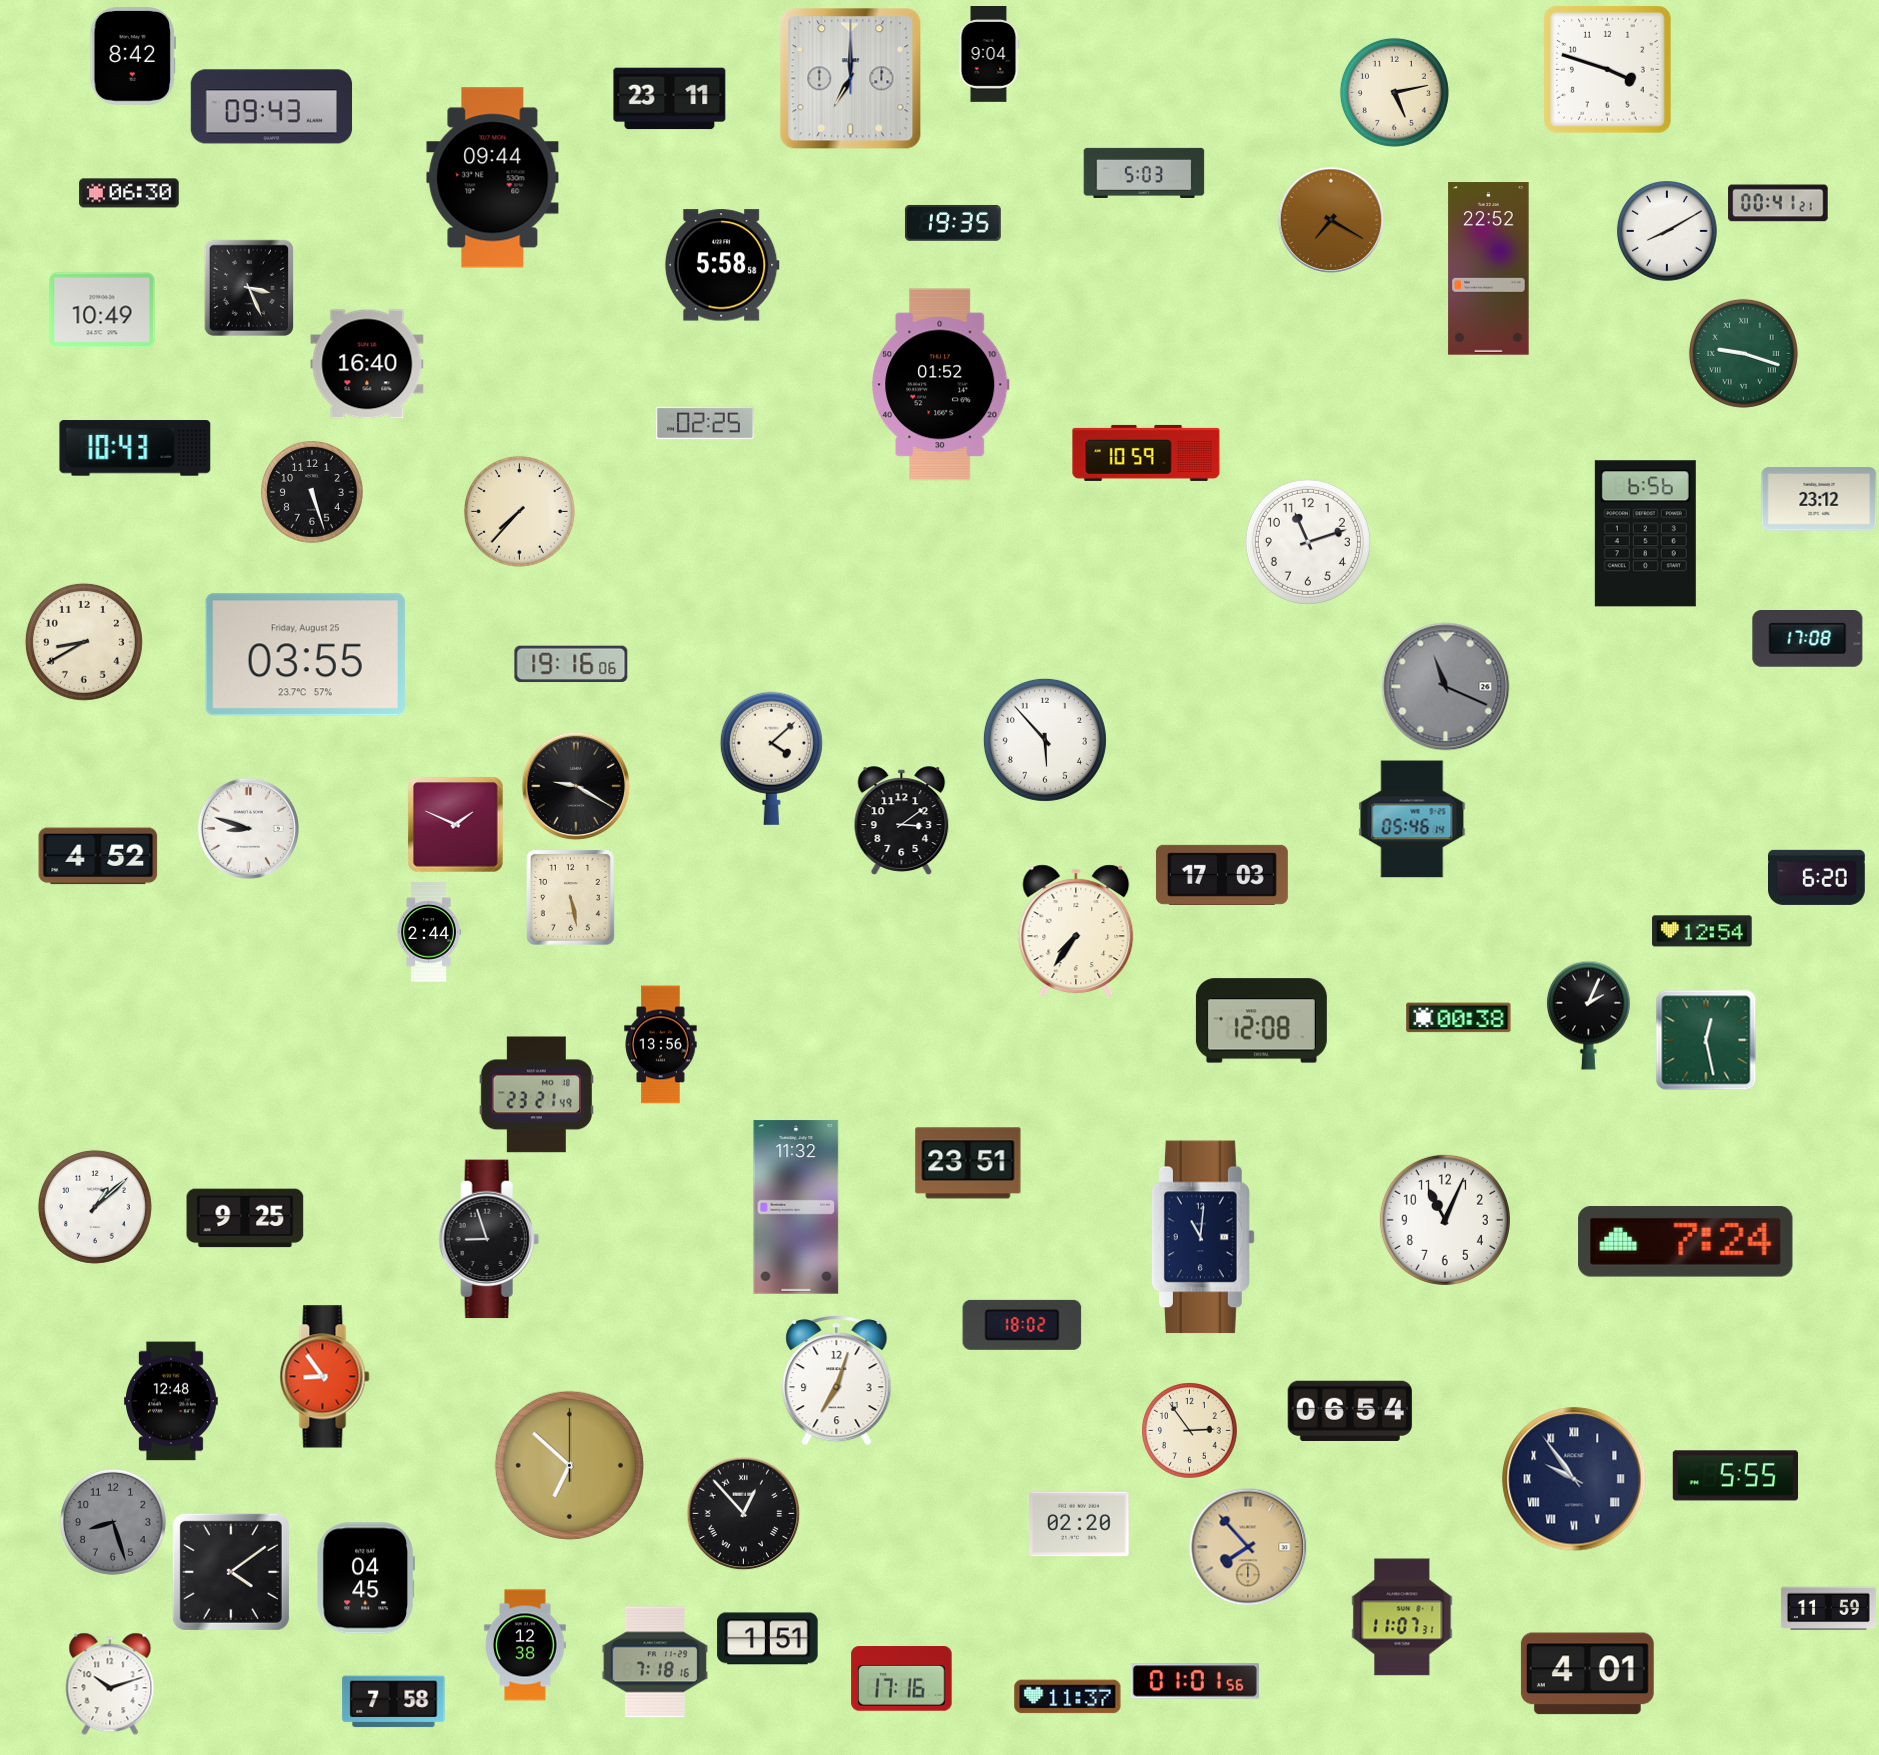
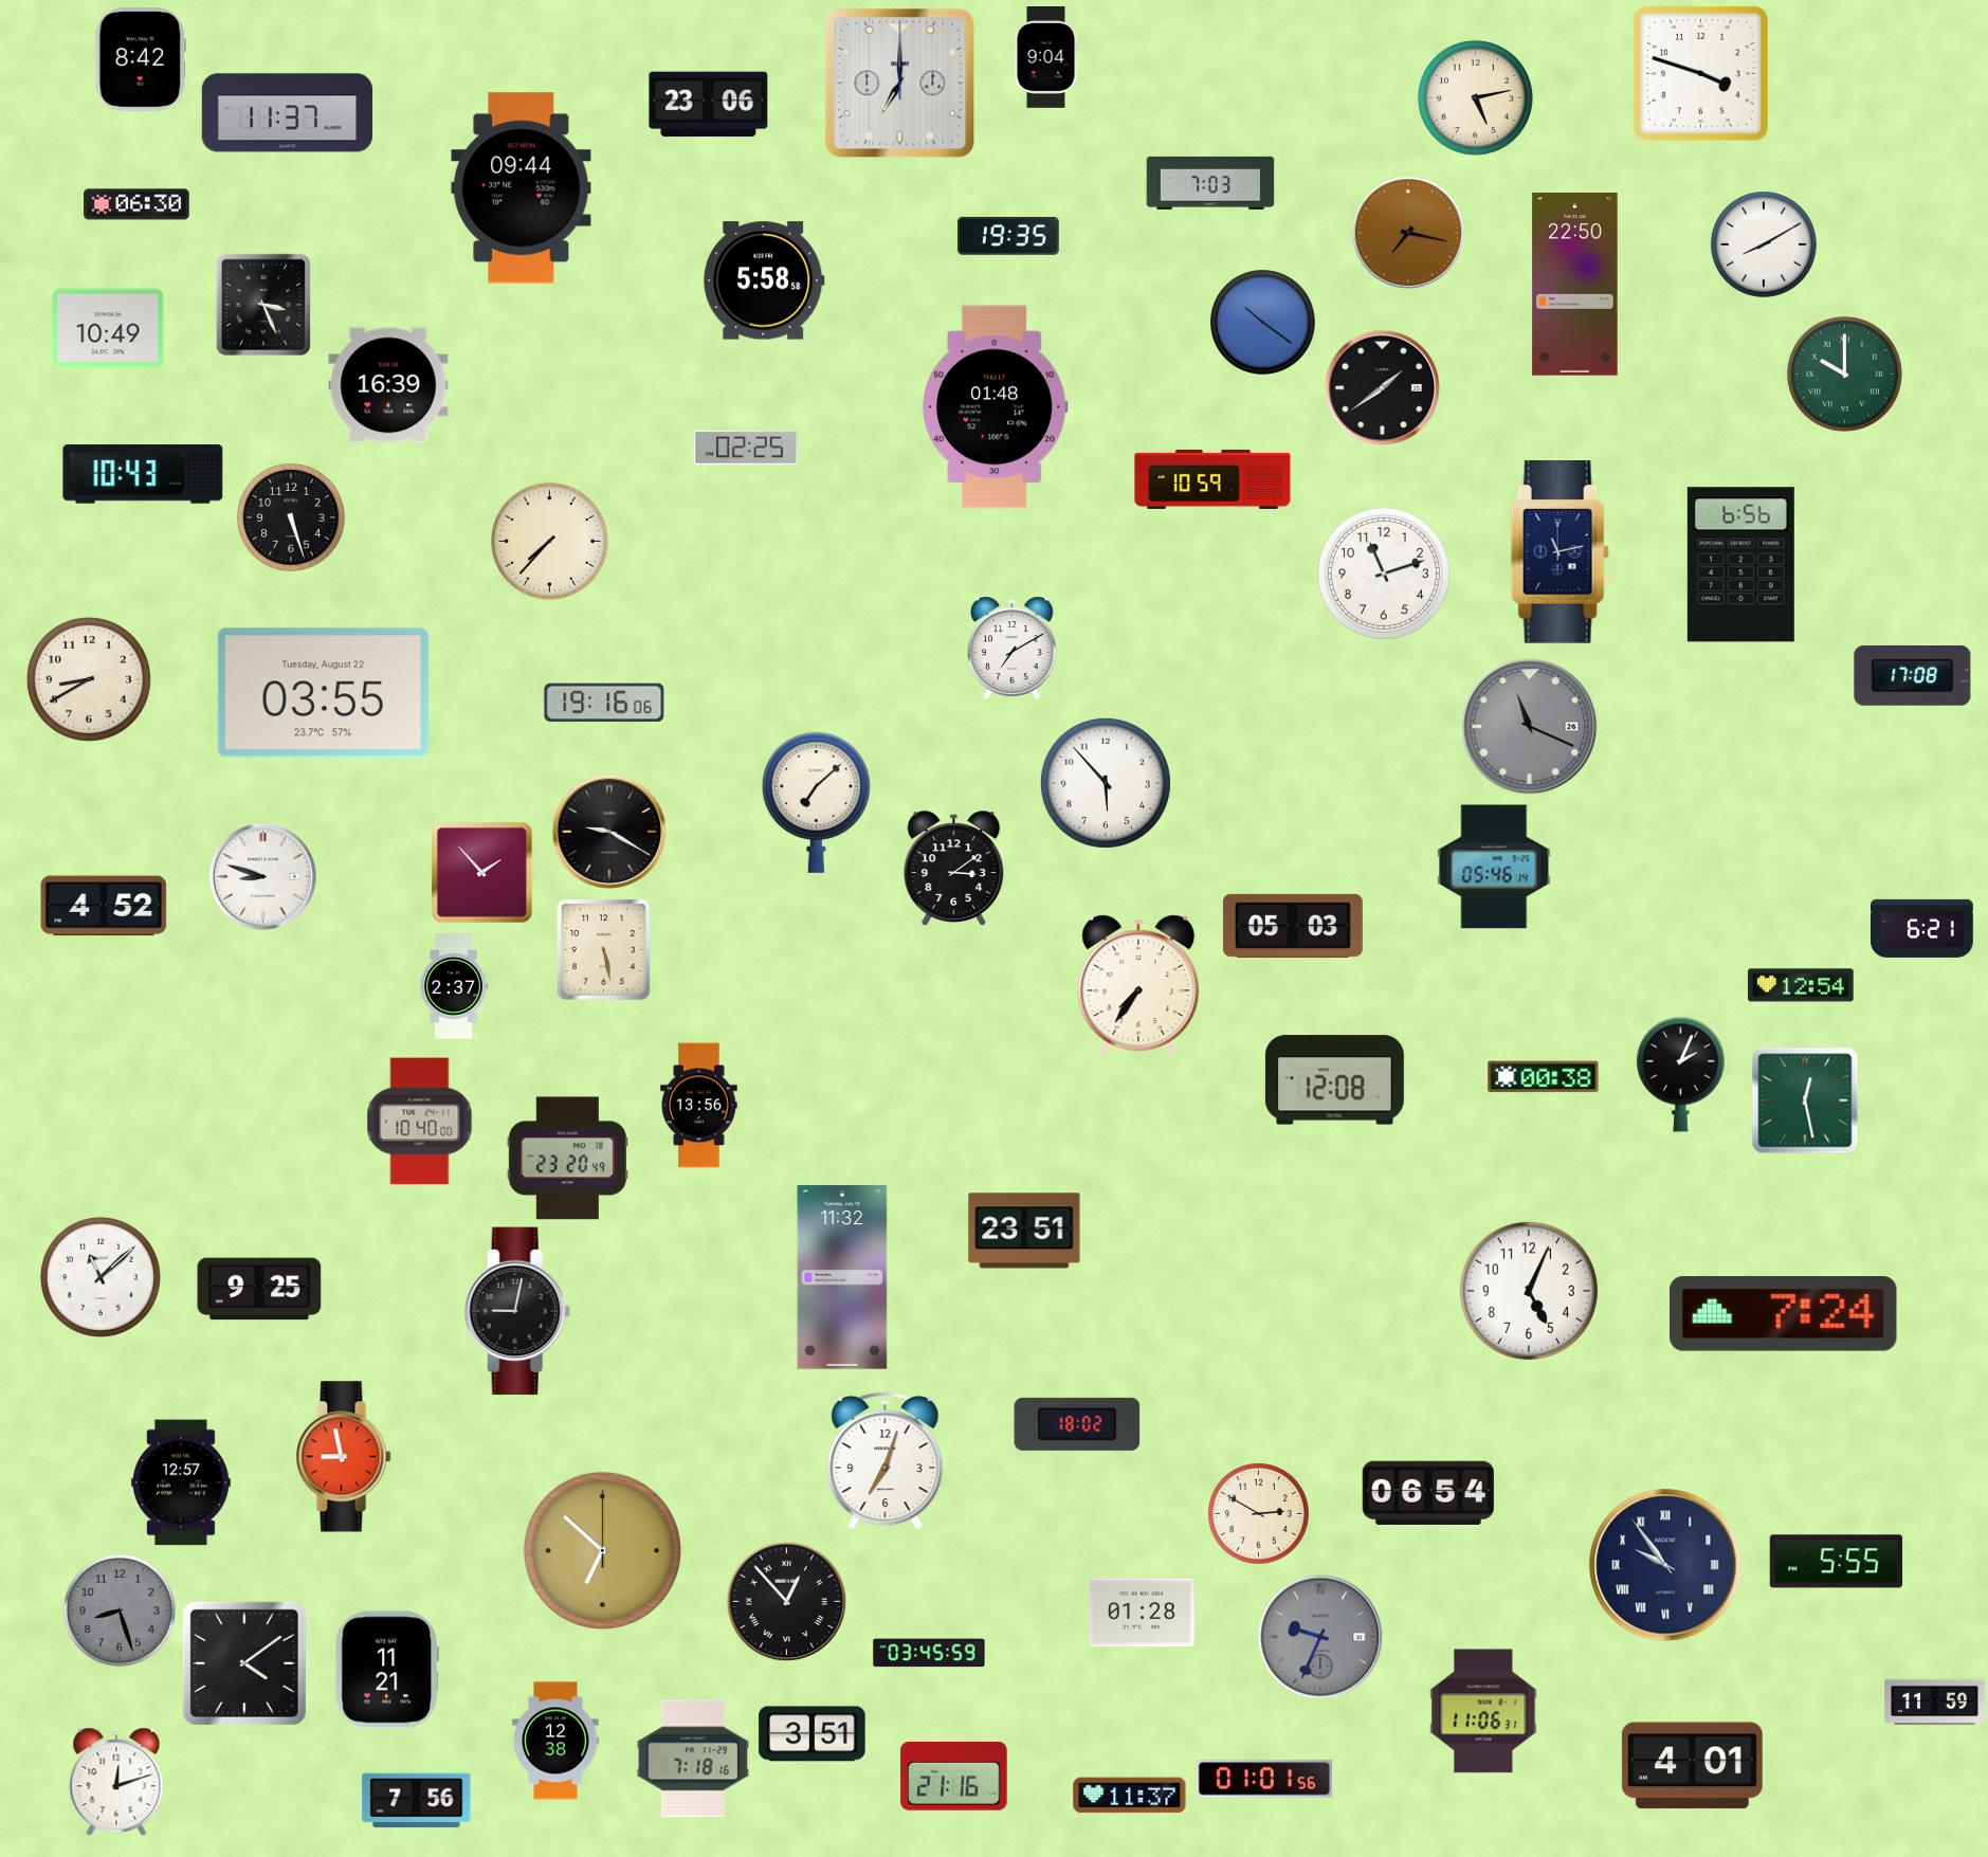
clock at (670, 99): 23:11 -> 23:06
clock at (272, 107): 09:43 -> 11:37
clock at (1144, 173): 5:03 -> 7:03
clock at (1778, 203): 00:41 -> none
clock at (1330, 219): 7:20 -> 7:17
clock at (1489, 269): 22:52 -> 22:50
clock at (1263, 323): none -> 10:21
clock at (1743, 353): 9:18 -> 10:00
clock at (367, 364): 16:40 -> 16:39
clock at (1383, 388): none -> 1:39
clock at (941, 385): 01:52 -> 01:48
clock at (312, 492) position: (312, 492) -> (291, 517)
clock at (1819, 499): 23:12 -> none
clock at (1562, 552): none -> 11:13
clock at (1011, 648): none -> 7:10
clock at (305, 655) date: Friday, August 25 -> Tuesday, August 22
clock at (771, 758): 4:08 -> 7:08
clock at (456, 825): 1:49 -> 1:53
clock at (1222, 875): 17:03 -> 05:03
clock at (1817, 877): 6:20 -> 6:21
clock at (429, 932): 2:44 -> 2:37
clock at (420, 1122): none -> 10:40
clock at (536, 1095): 23:21 -> 23:20
clock at (95, 1207): 1:08 -> 11:08
clock at (1445, 1220): 11:04 -> 5:04
clock at (1203, 1237): 11:01 -> none
clock at (489, 1239): 8:57 -> 9:02
clock at (1022, 1325) position: (1022, 1325) -> (1077, 1424)
clock at (325, 1377): 8:54 -> 8:58
clock at (172, 1401): 12:48 -> 12:57
clock at (1190, 1431): 2:54 -> 2:50
clock at (1079, 1524): 02:20 -> 01:28
clock at (1248, 1547): 7:53 -> 9:34
clock at (1248, 1547) dial: champagne -> grey
clock at (929, 1653): none -> 03:45
clock at (366, 1578): 04:45 -> 11:21
clock at (1402, 1617): 11:07 -> 11:06
clock at (768, 1639): 1:51 -> 3:51
clock at (1587, 1674) position: (1587, 1674) -> (1692, 1766)
clock at (902, 1679): 17:16 -> 21:16
clock at (110, 1684): 10:12 -> 12:12
clock at (394, 1702): 7:58 -> 7:56
